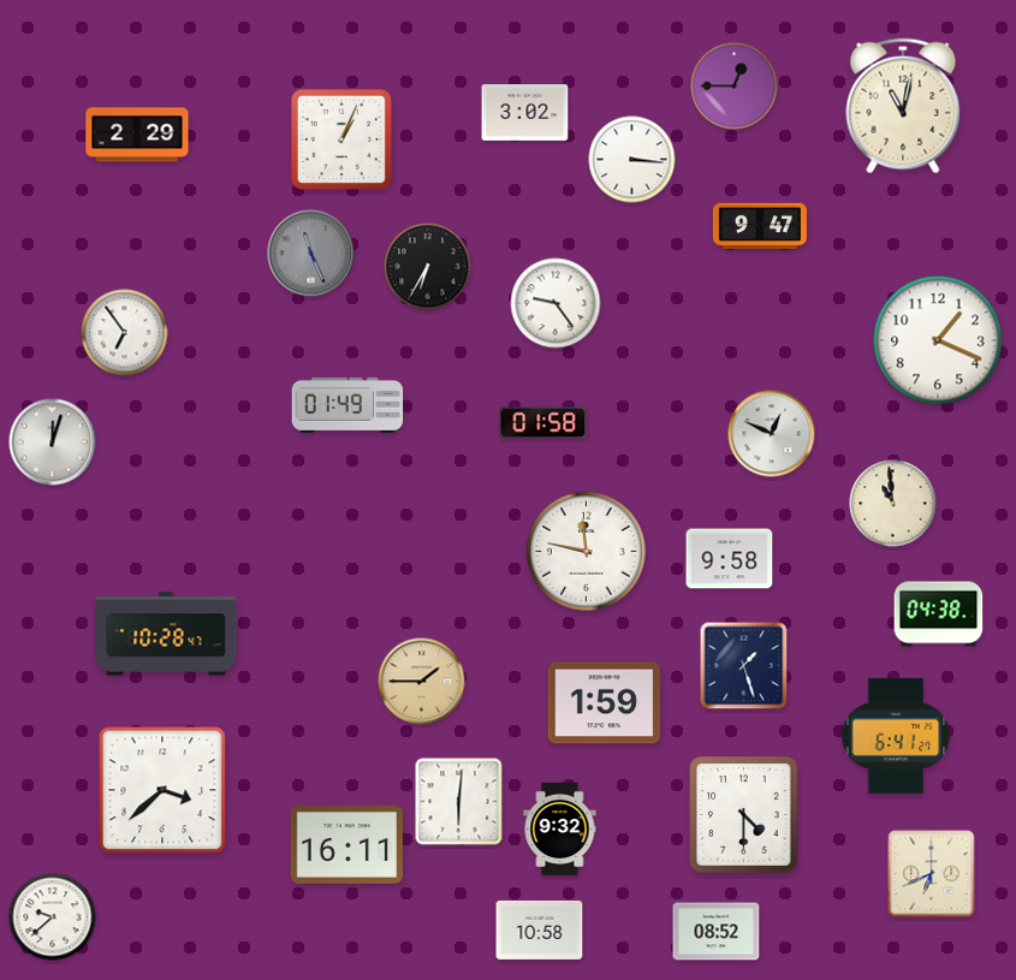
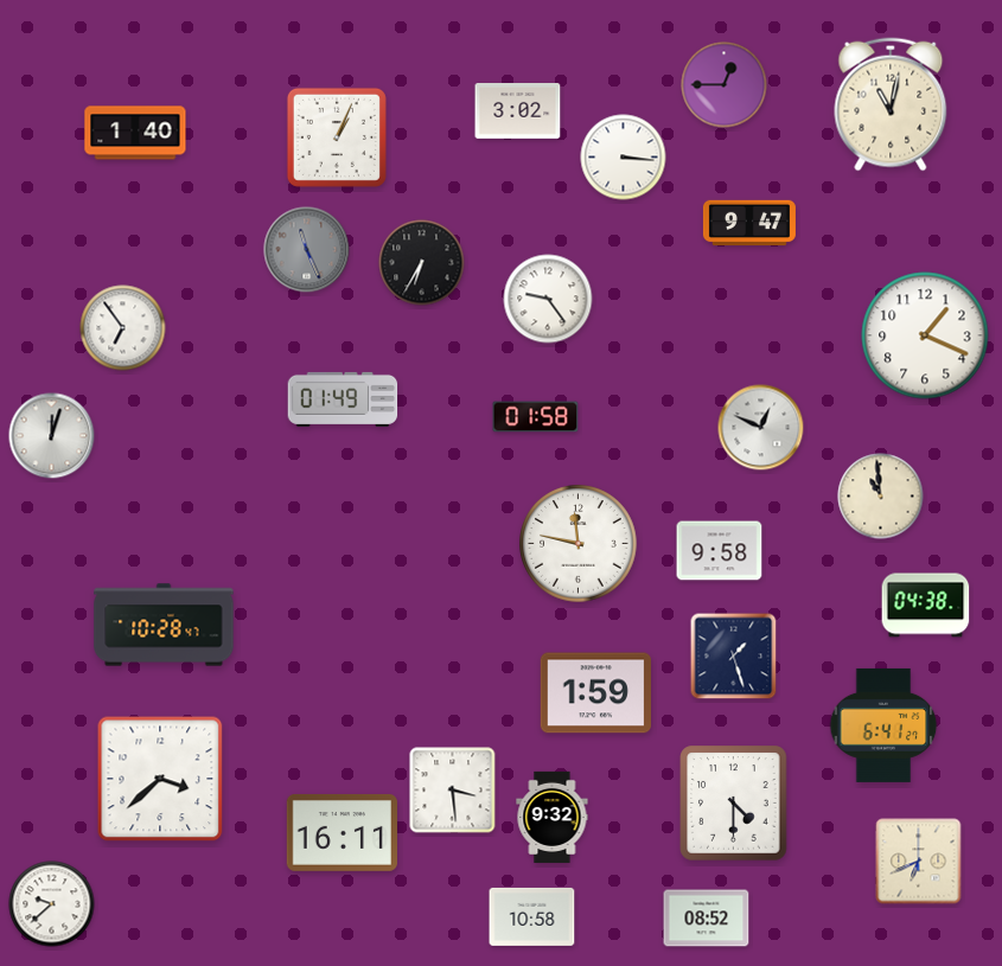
clock at (137, 135): 2:29 -> 1:40
clock at (422, 682): 1:45 -> none
clock at (459, 802): 6:01 -> 3:29
